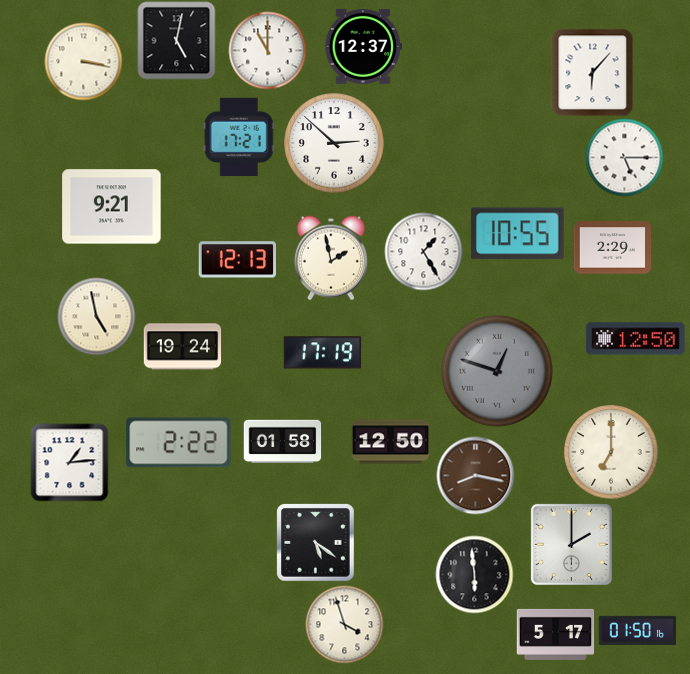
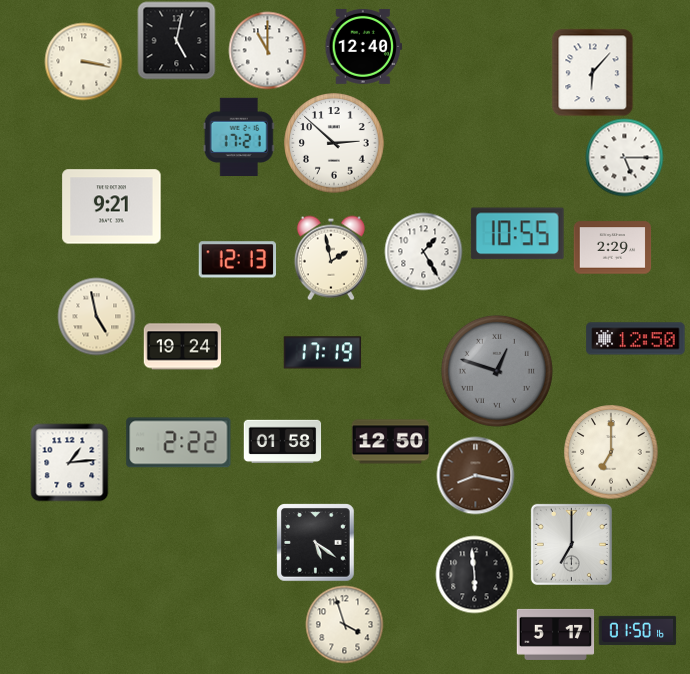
clock at (363, 46): 12:37 -> 12:40
clock at (571, 544): 2:00 -> 7:00
